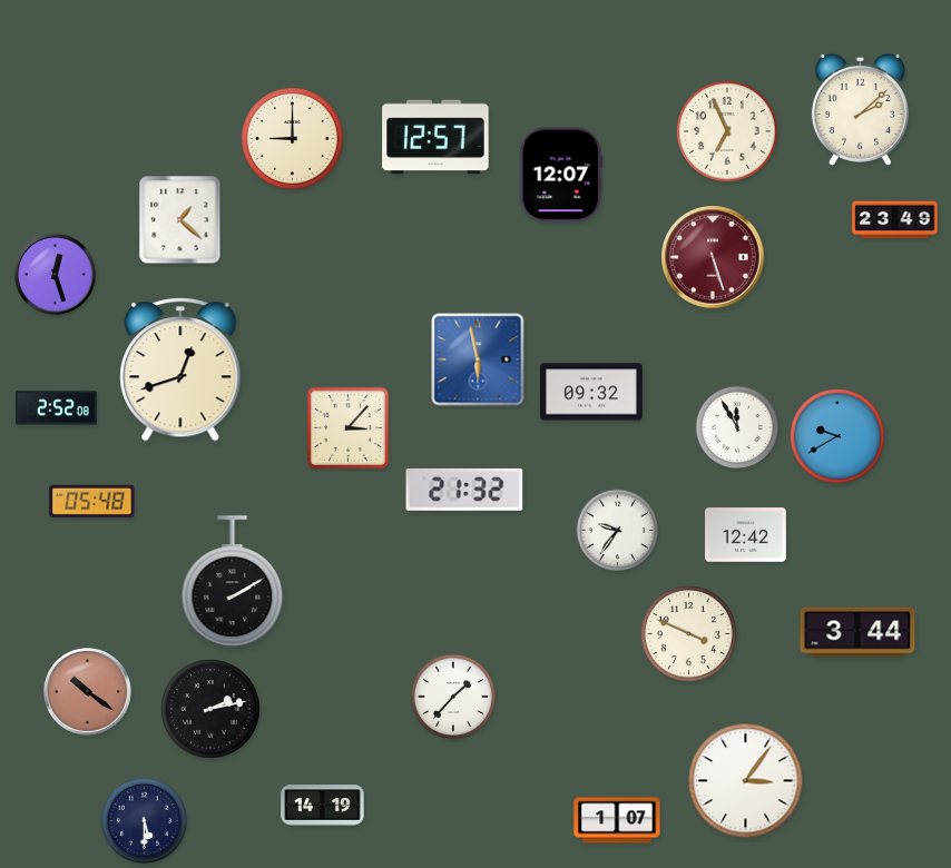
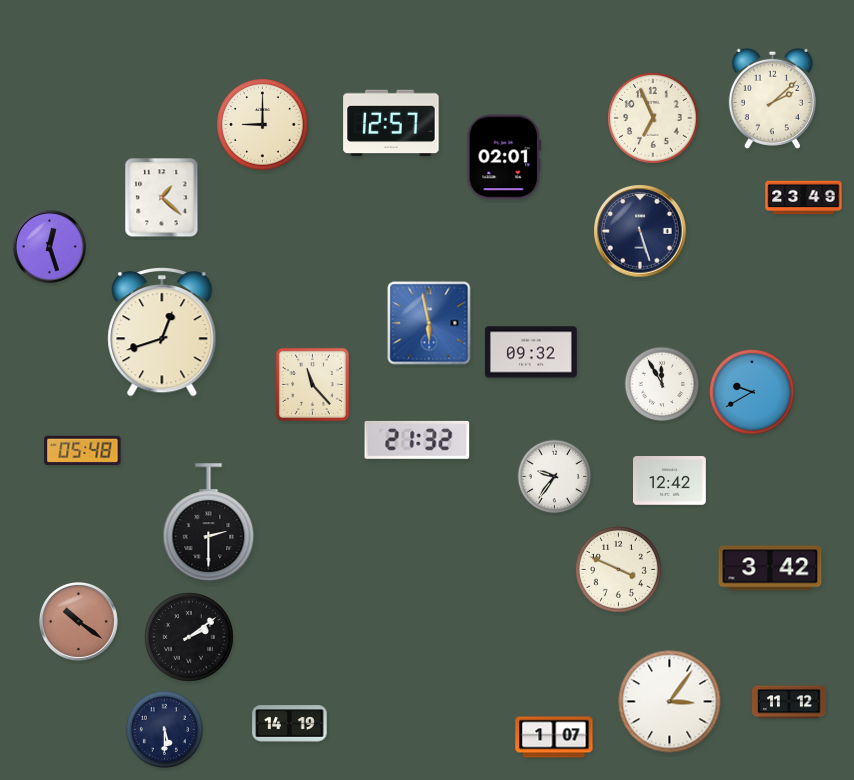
clock at (561, 175): 12:07 -> 02:01
clock at (713, 257) dial: burgundy -> navy
clock at (57, 408): 2:52 -> none
clock at (347, 427): 3:07 -> 11:23
clock at (233, 582): 2:10 -> 2:30
clock at (857, 632): 3:44 -> 3:42
clock at (453, 697): 1:37 -> none
clock at (210, 709): 2:13 -> 2:09
clock at (789, 702): none -> 11:12
clock at (145, 821) position: (145, 821) -> (165, 730)
